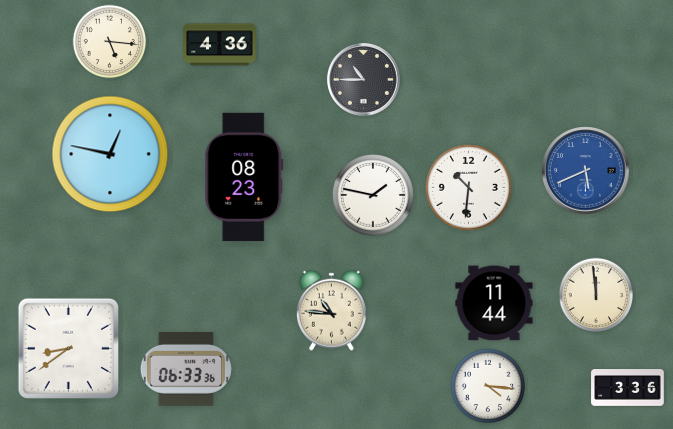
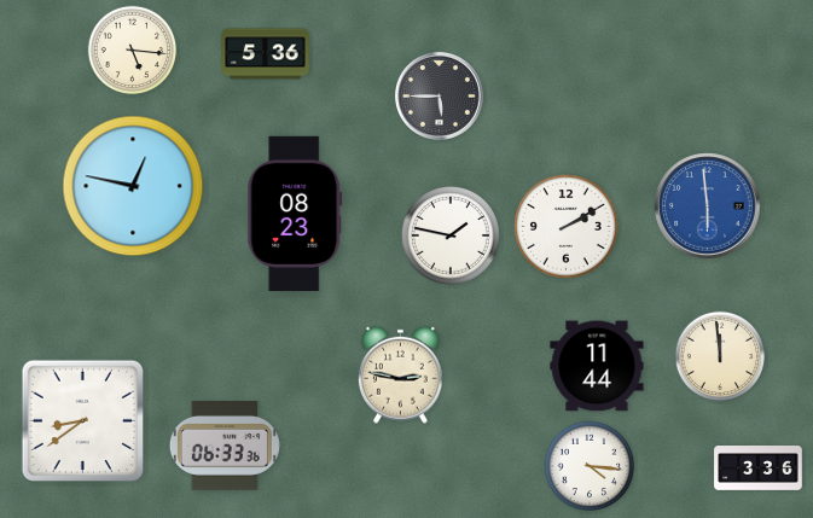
clock at (220, 45): 4:36 -> 5:36
clock at (363, 79): 10:45 -> 5:45
clock at (586, 171): 5:41 -> 5:59
clock at (469, 188): 10:31 -> 2:10
clock at (331, 310): 10:46 -> 2:47
